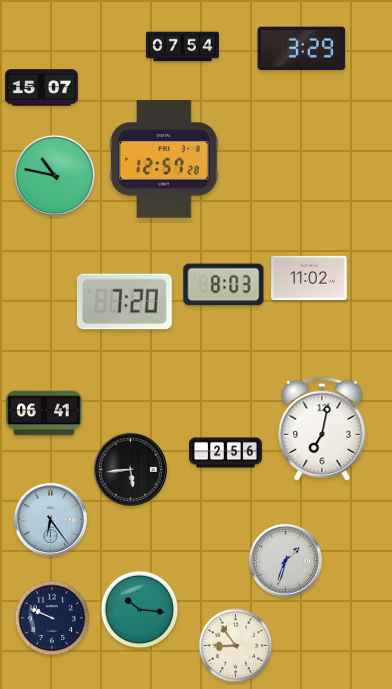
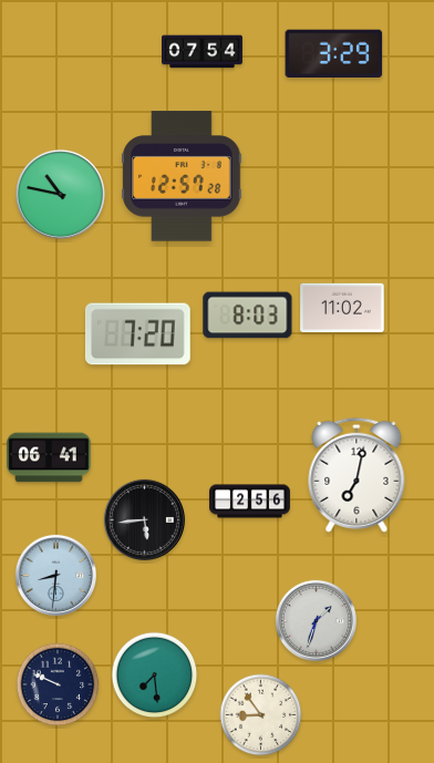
clock at (41, 88): 15:07 -> none
clock at (50, 519): 6:24 -> 8:31
clock at (140, 610): 10:16 -> 7:29
